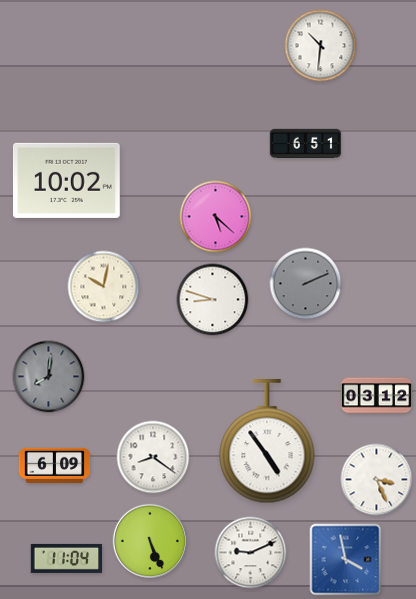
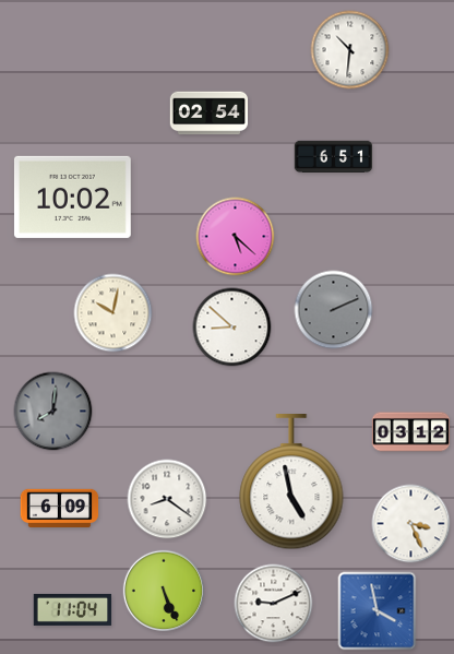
clock at (210, 114): none -> 02:54
clock at (213, 300): 8:48 -> 8:52
clock at (267, 442): 4:54 -> 4:58
